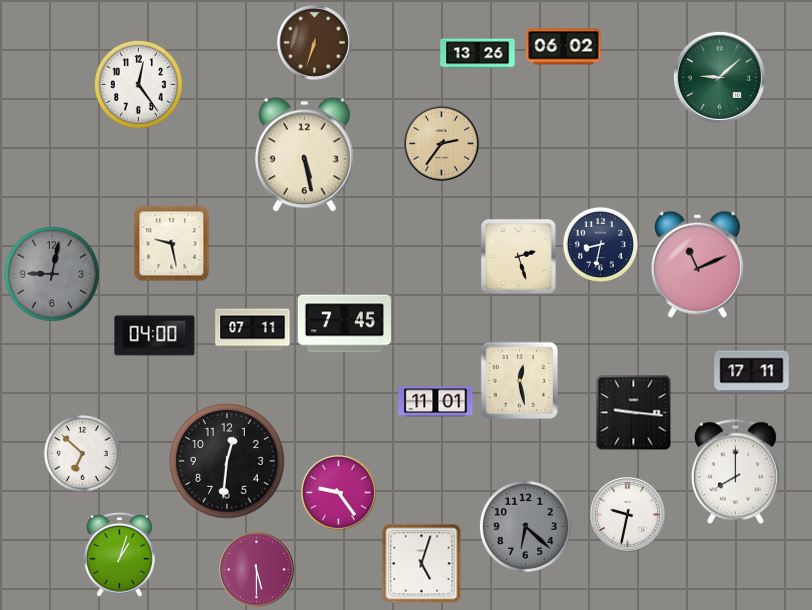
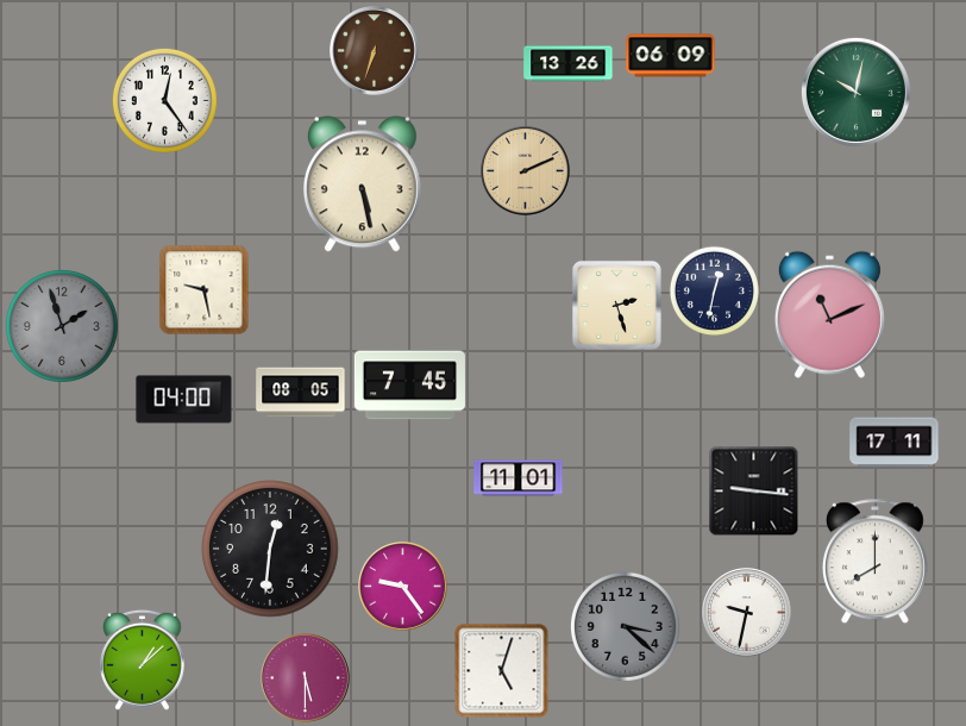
clock at (564, 47): 06:02 -> 06:09
clock at (719, 77): 9:08 -> 10:02
clock at (442, 144): 2:36 -> 2:11
clock at (600, 244): 8:32 -> 12:32
clock at (52, 274): 9:02 -> 1:57
clock at (253, 330): 07:11 -> 08:05
clock at (519, 380): 12:28 -> none
clock at (82, 453): 6:52 -> none
clock at (525, 526): 6:22 -> 3:22
clock at (120, 554): 1:03 -> 1:08
